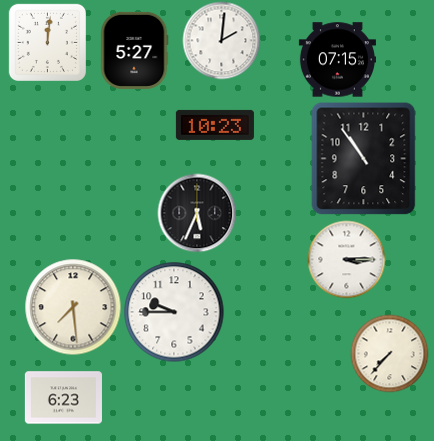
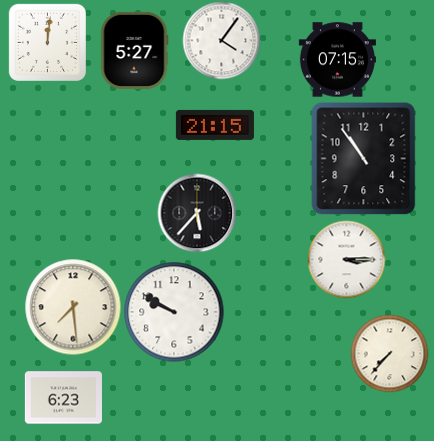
clock at (221, 40): 2:01 -> 4:06
clock at (215, 125): 10:23 -> 21:15
clock at (197, 213): 5:34 -> 5:37
clock at (174, 312): 9:45 -> 9:50
